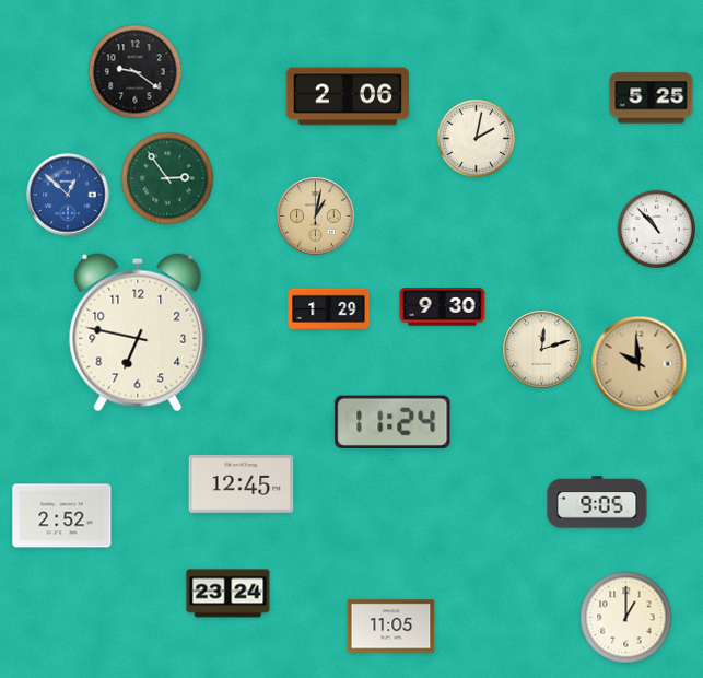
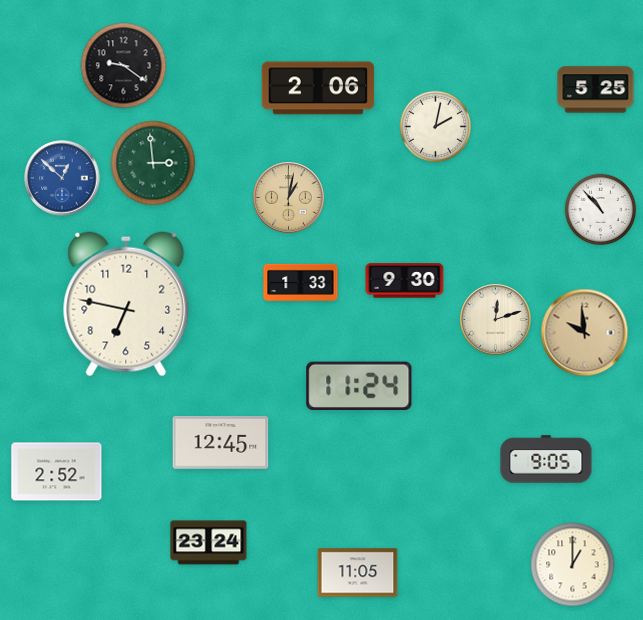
clock at (167, 178): 2:54 -> 2:59
clock at (329, 308): 1:29 -> 1:33
